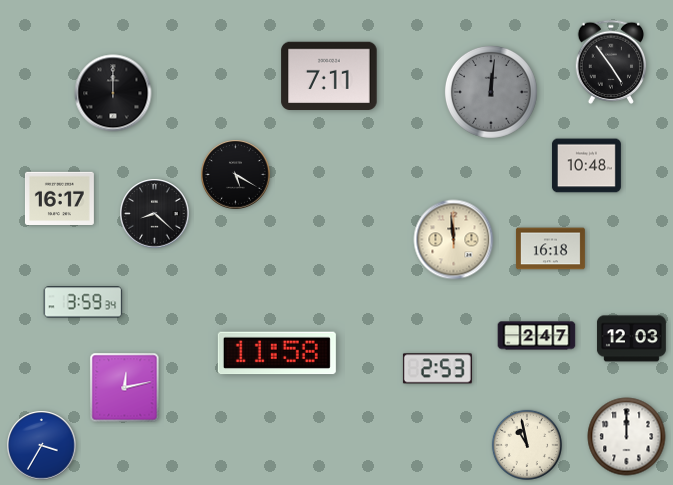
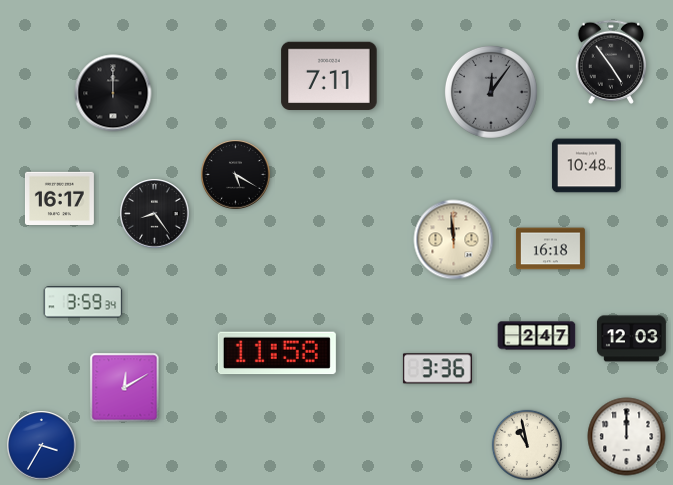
clock at (491, 92): 12:01 -> 12:06
clock at (155, 214): 8:22 -> 8:24
clock at (437, 369): 2:53 -> 3:36
clock at (125, 388): 12:13 -> 12:10
